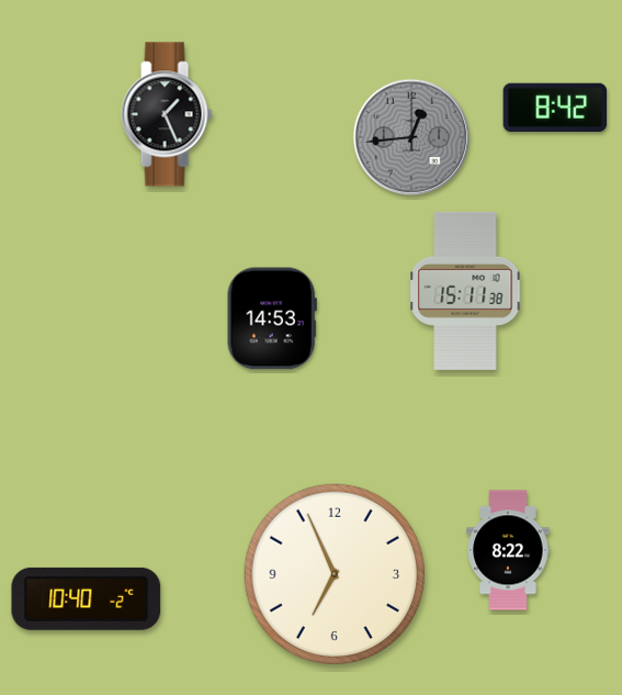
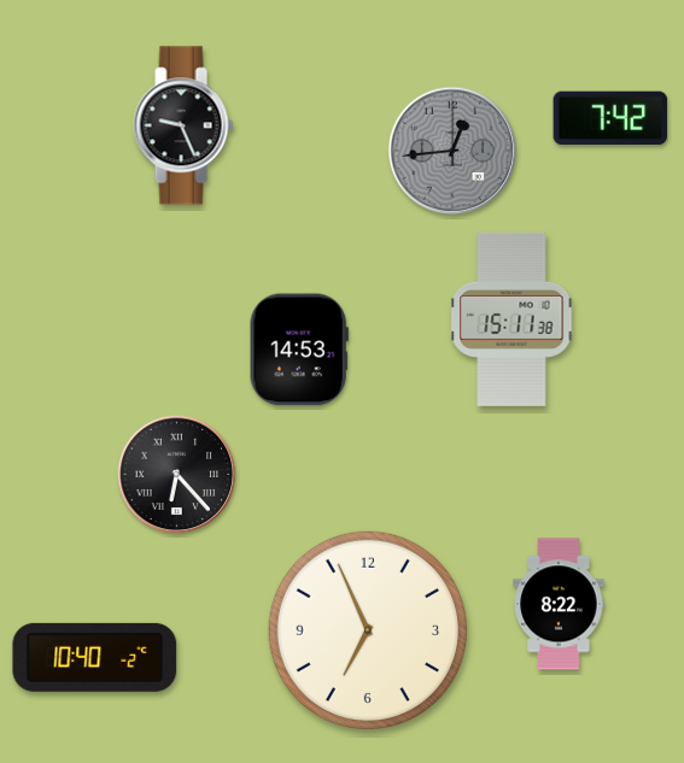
clock at (555, 107): 8:42 -> 7:42
clock at (167, 114): 1:26 -> 9:26
clock at (177, 475): none -> 6:23
